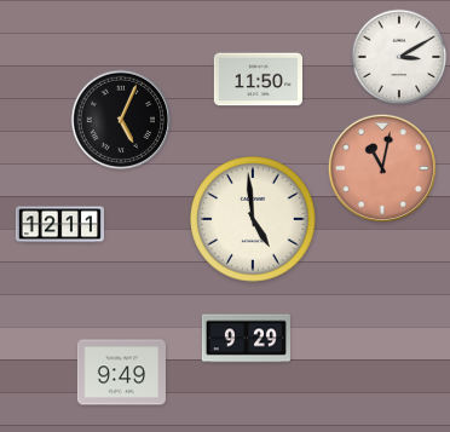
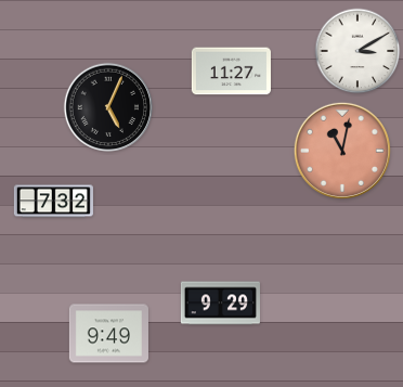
clock at (258, 80): 11:50 -> 11:27
clock at (253, 219): 4:59 -> none
clock at (59, 225): 12:11 -> 7:32
